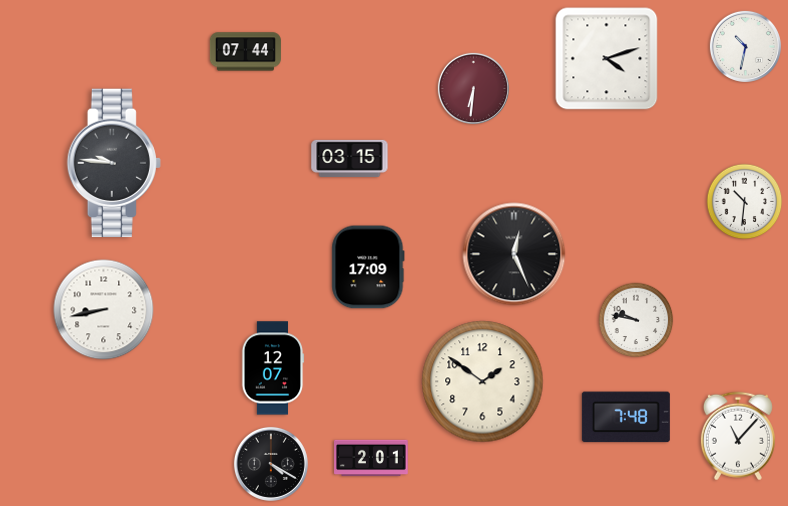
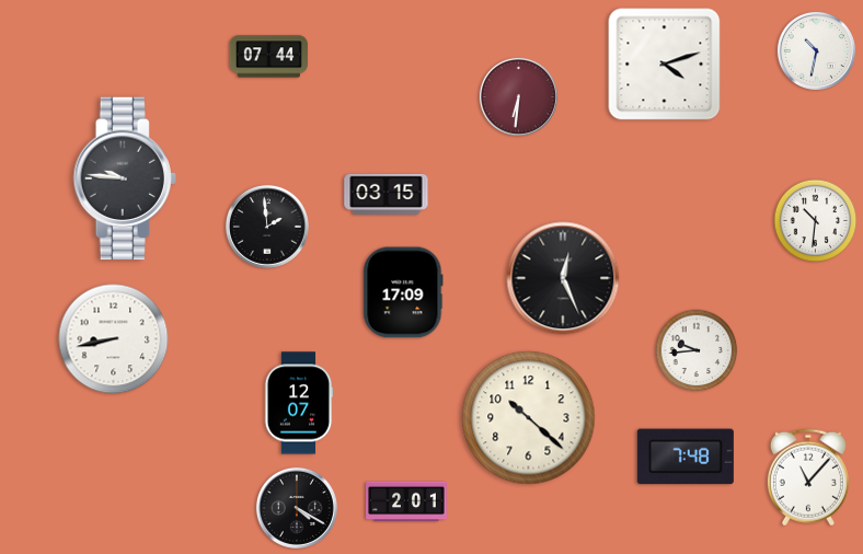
clock at (350, 158) position: (350, 158) -> (387, 194)
clock at (267, 227): none -> 1:59
clock at (636, 320): 9:47 -> 9:44
clock at (483, 382): 1:51 -> 10:22
